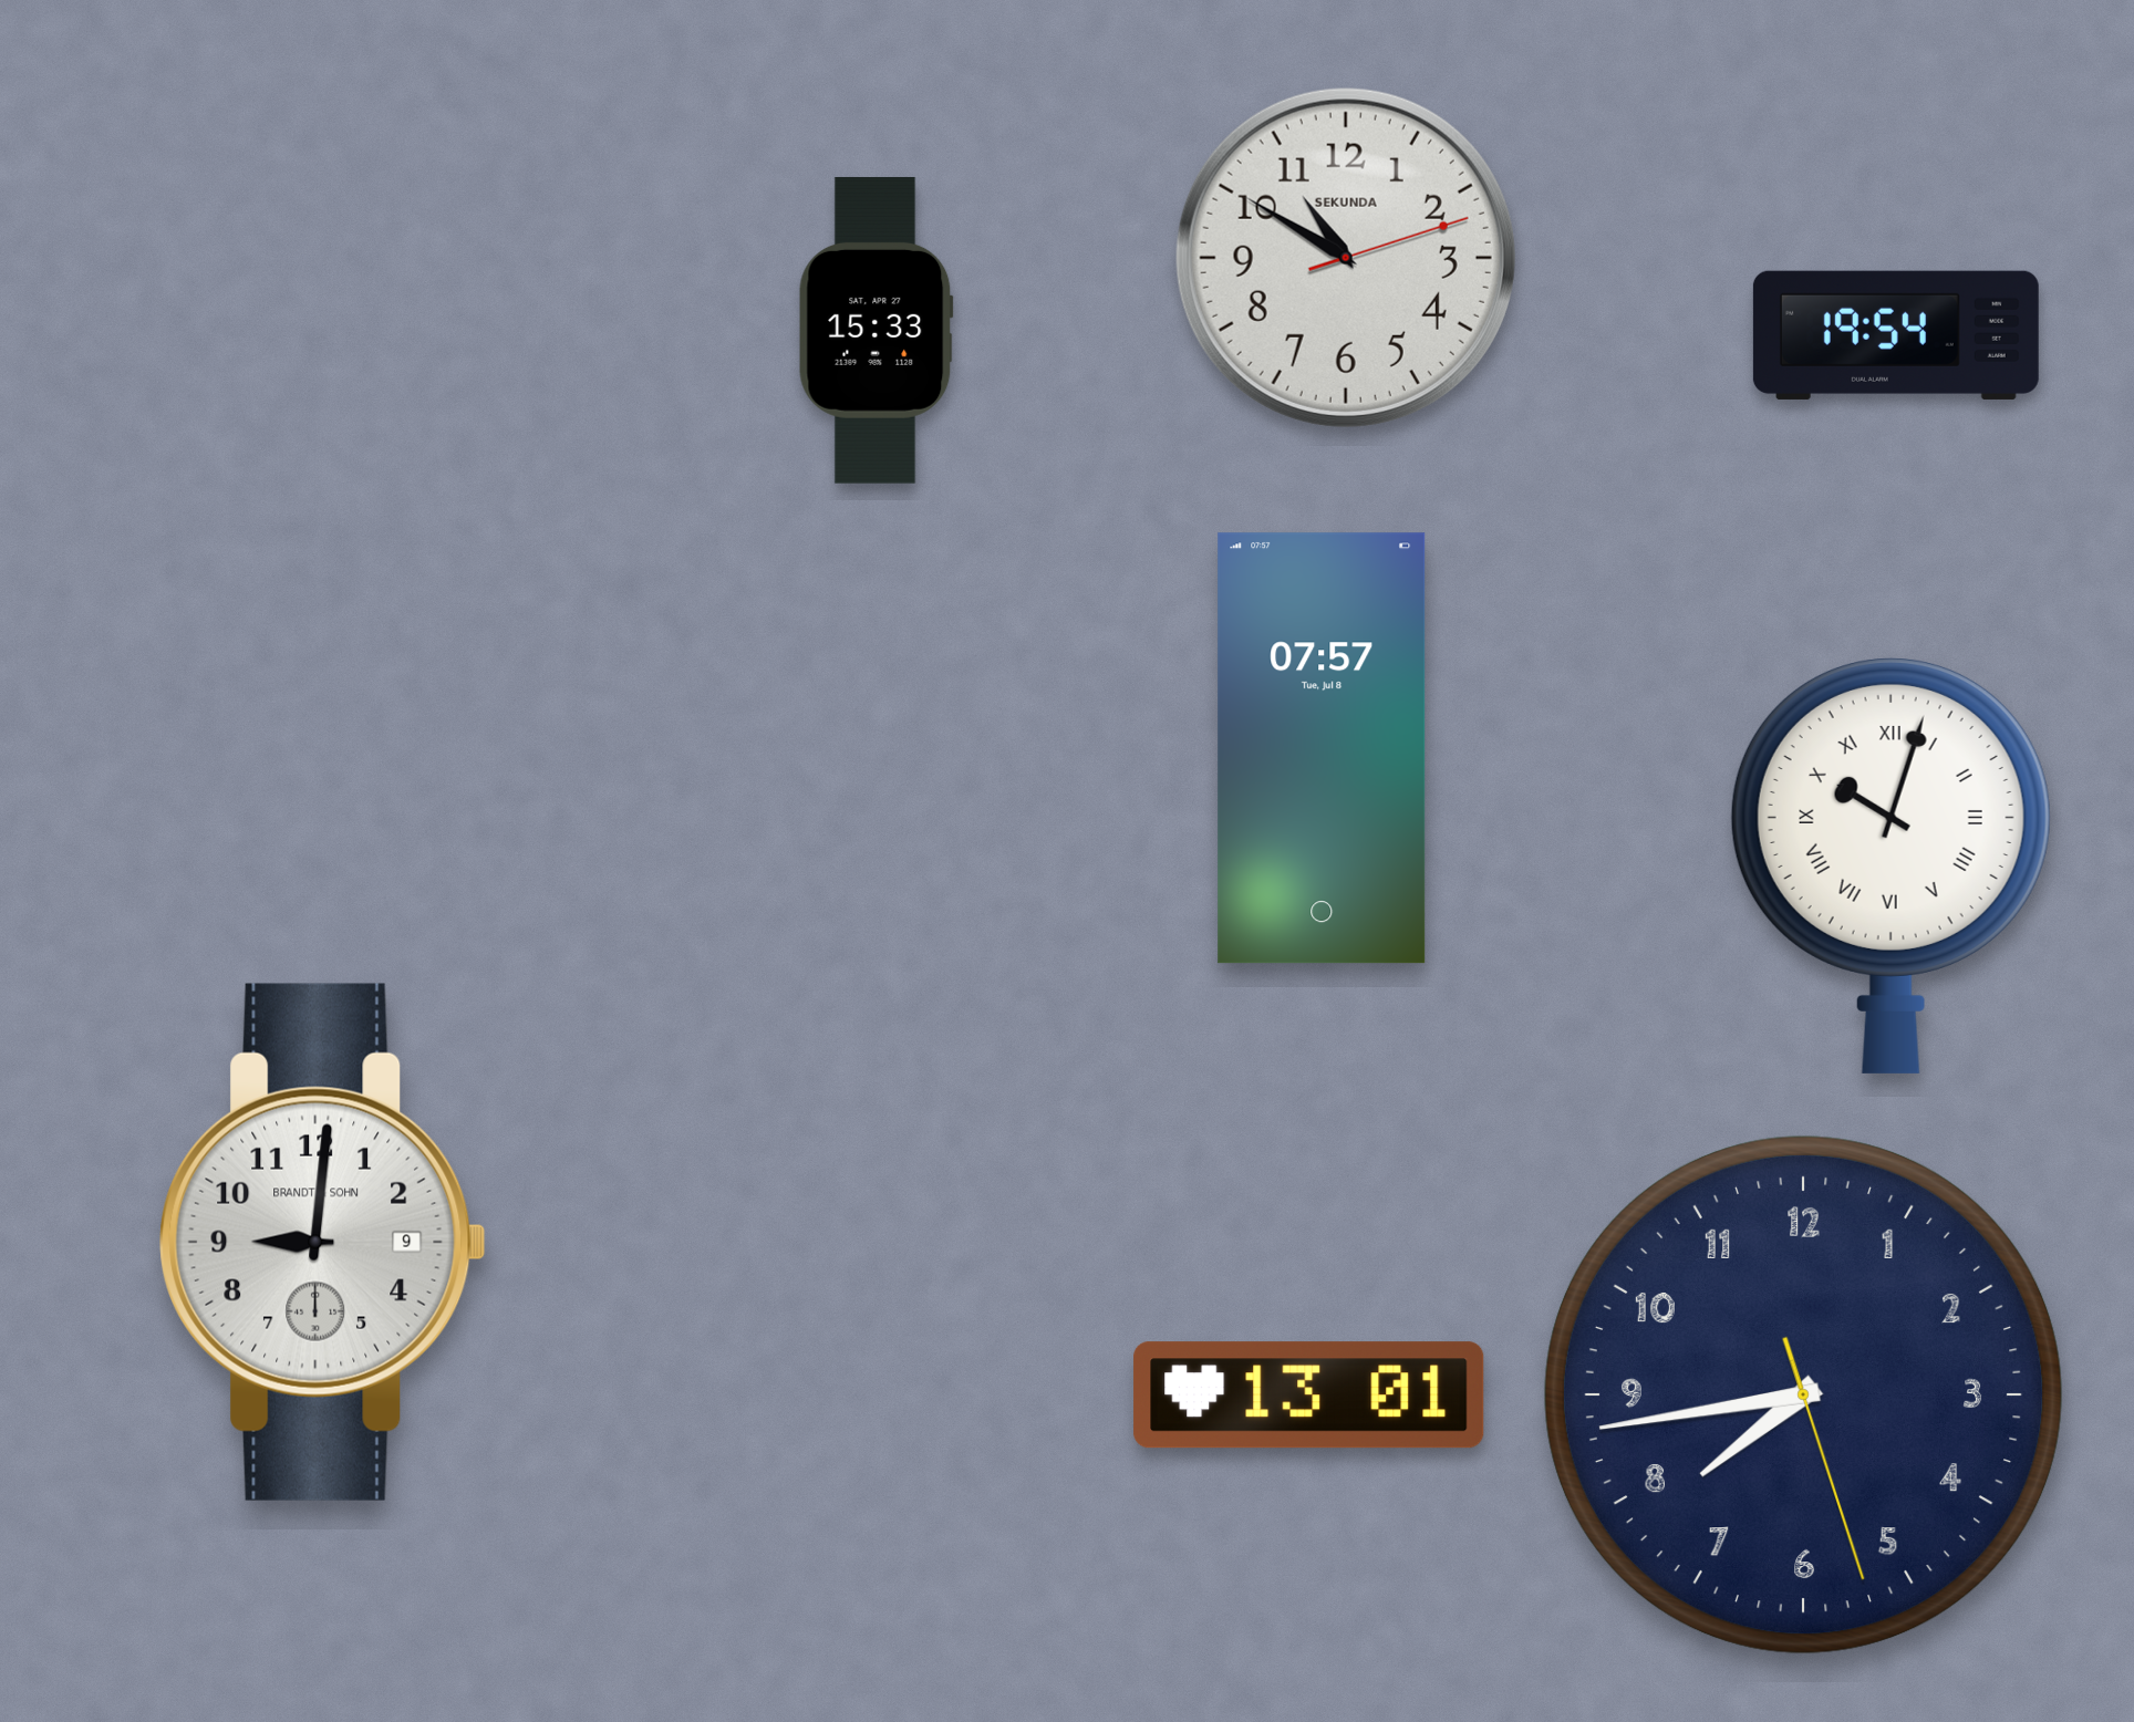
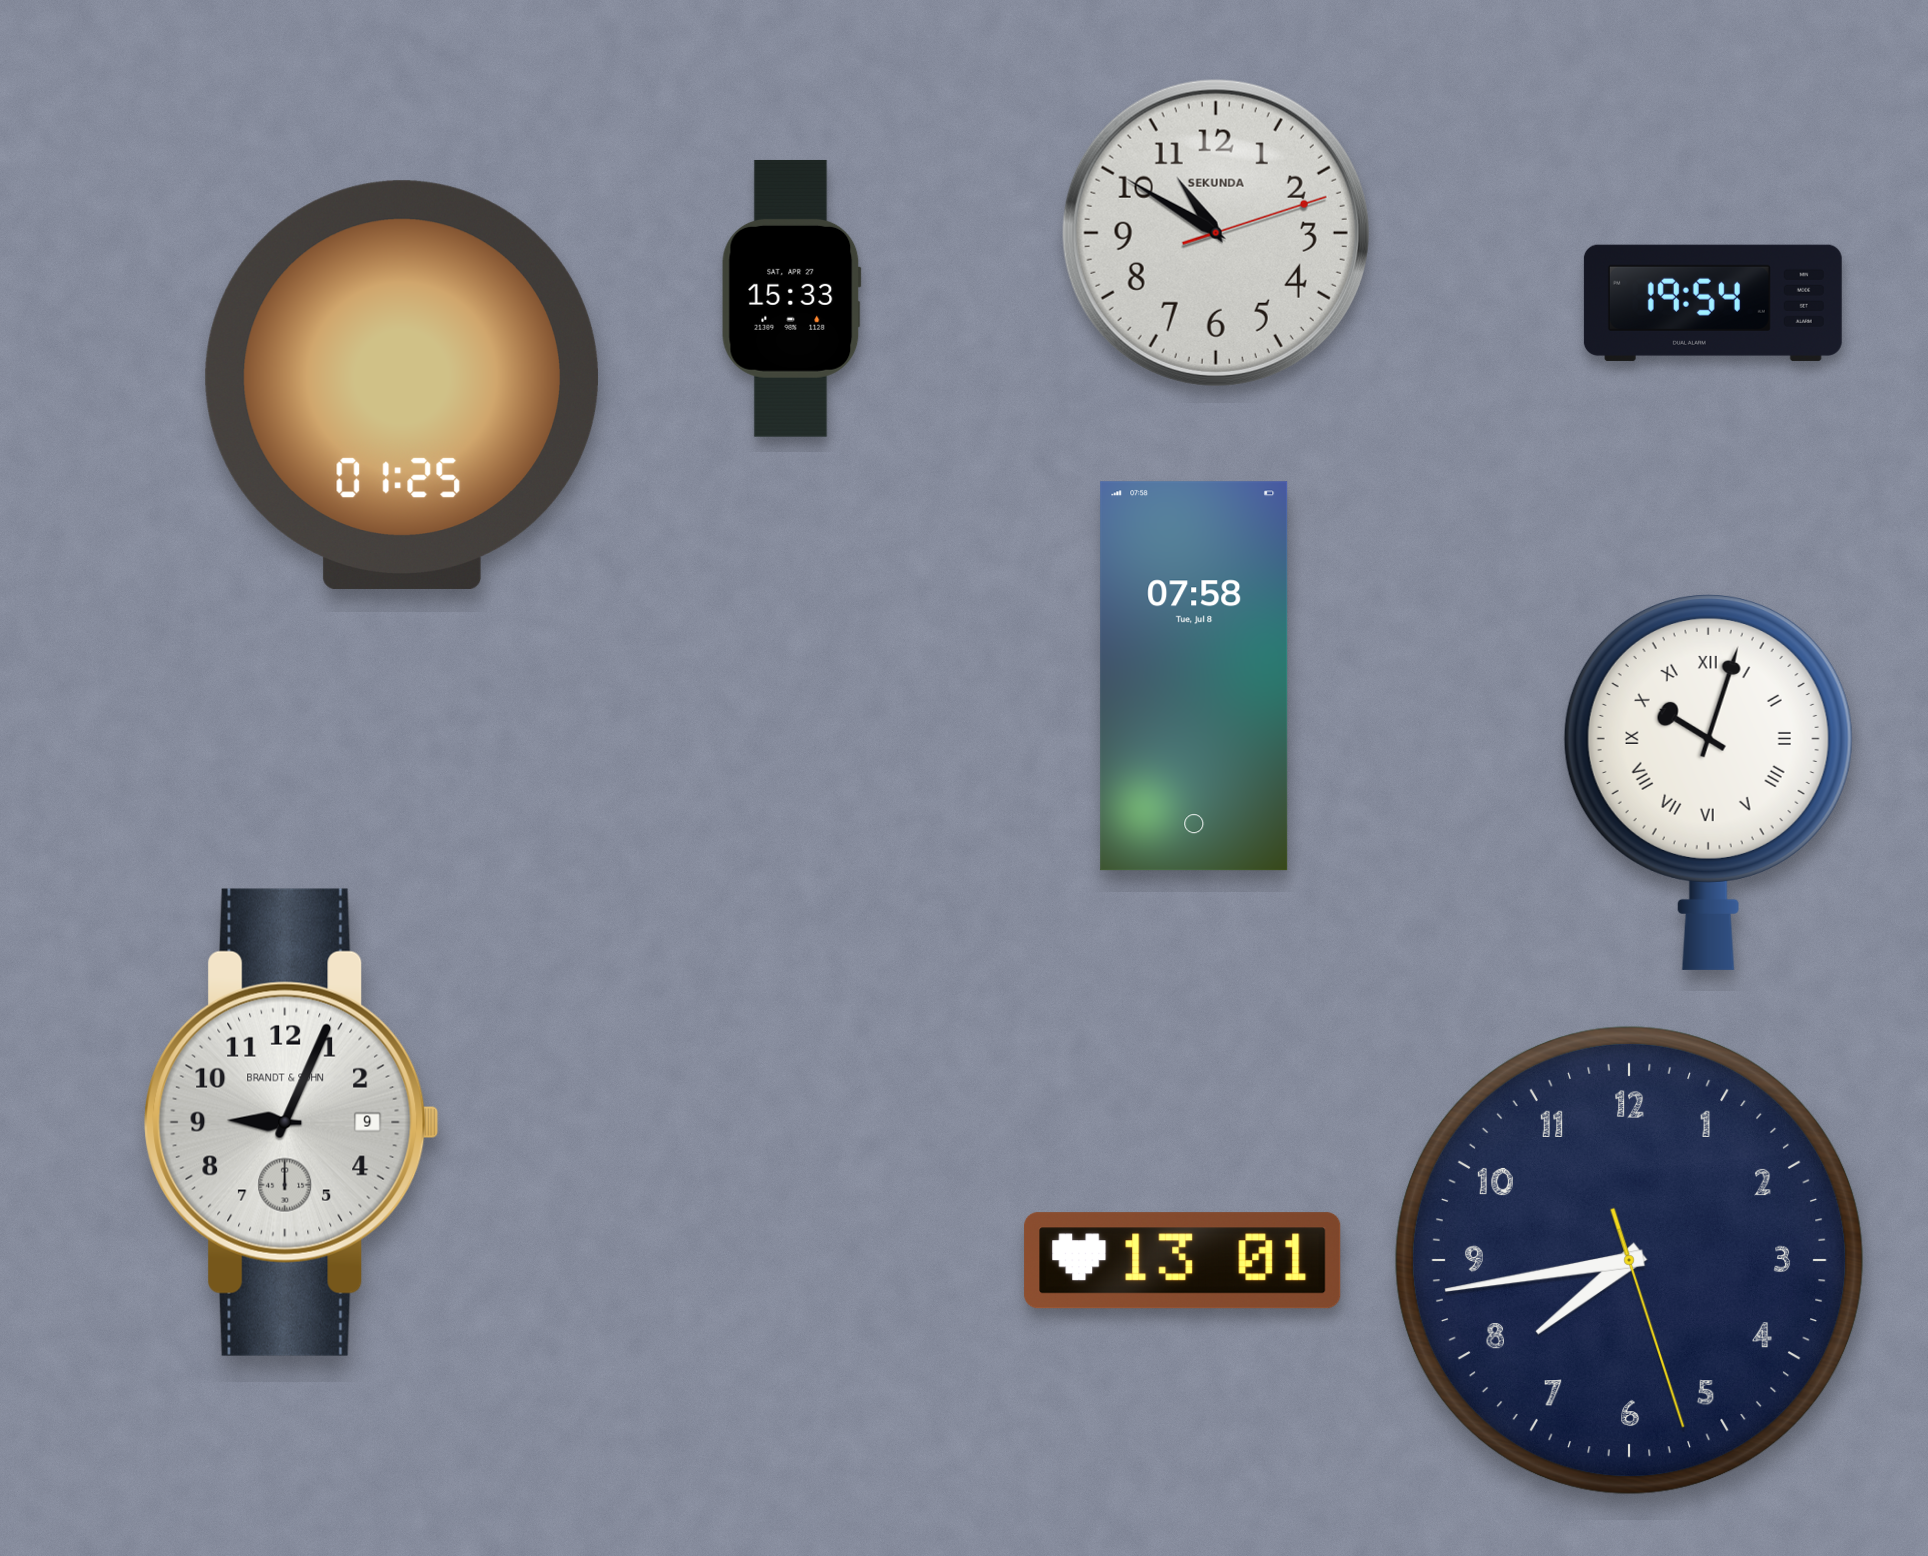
clock at (402, 385): none -> 01:25
clock at (1322, 748): 07:57 -> 07:58
clock at (323, 1242): 9:01 -> 9:04
